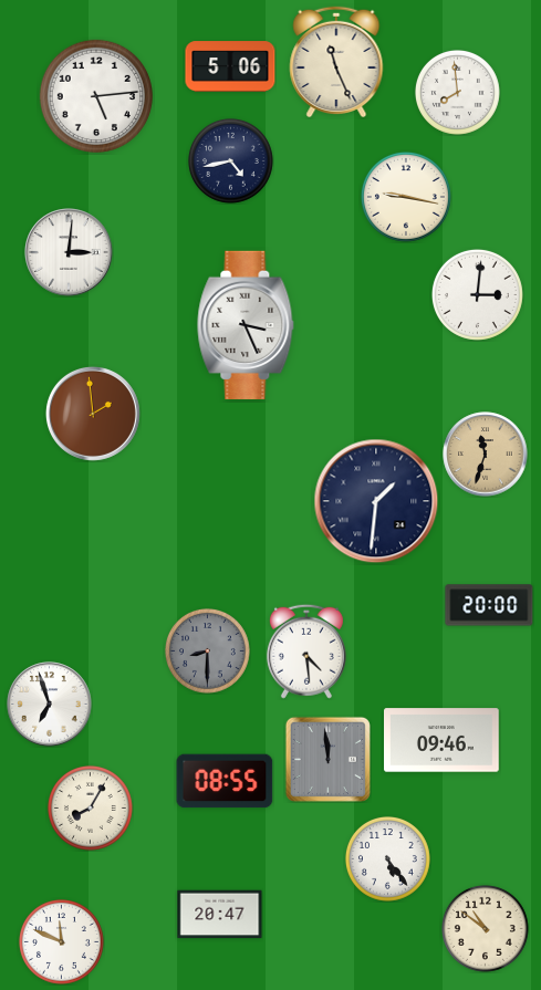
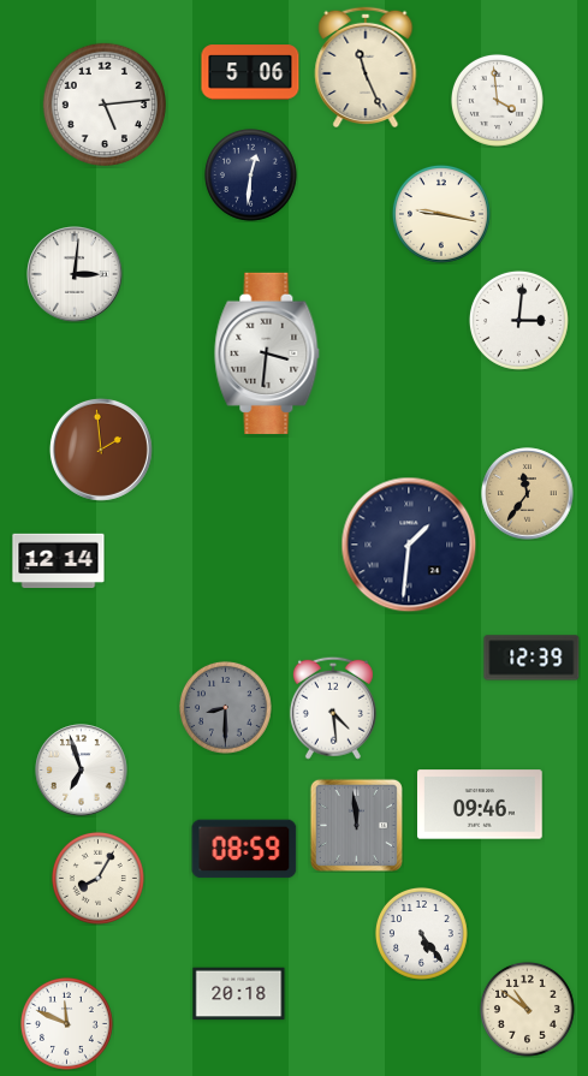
clock at (457, 92): 7:59 -> 3:59
clock at (230, 160): 4:43 -> 12:31
clock at (246, 325): 3:26 -> 3:31
clock at (486, 455): 11:33 -> 11:36
clock at (59, 561): none -> 12:14
clock at (489, 605): 20:00 -> 12:39
clock at (50, 705) position: (50, 705) -> (82, 771)
clock at (225, 781): 08:55 -> 08:59
clock at (220, 915): 20:47 -> 20:18
